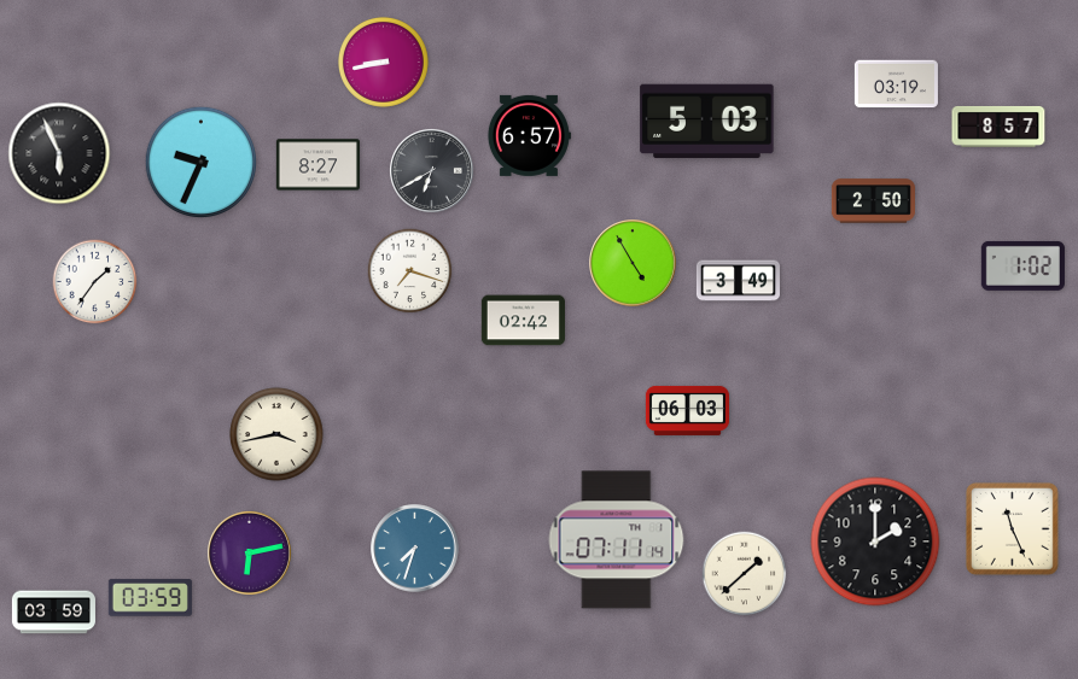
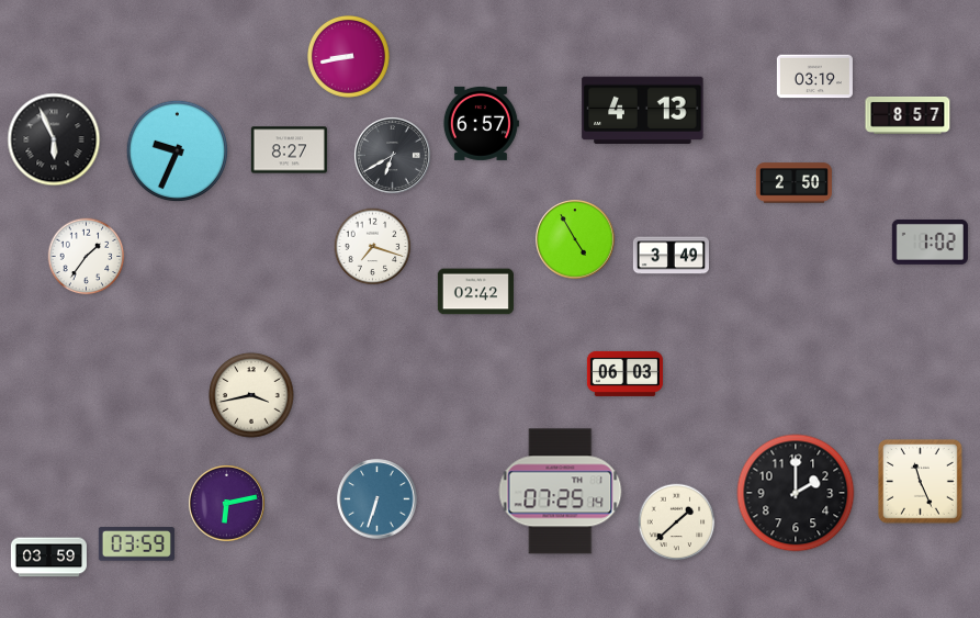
clock at (707, 122): 5:03 -> 4:13
clock at (200, 162) position: (200, 162) -> (177, 150)
clock at (617, 540): 07:11 -> 07:25
clock at (415, 549): 7:33 -> 6:33
